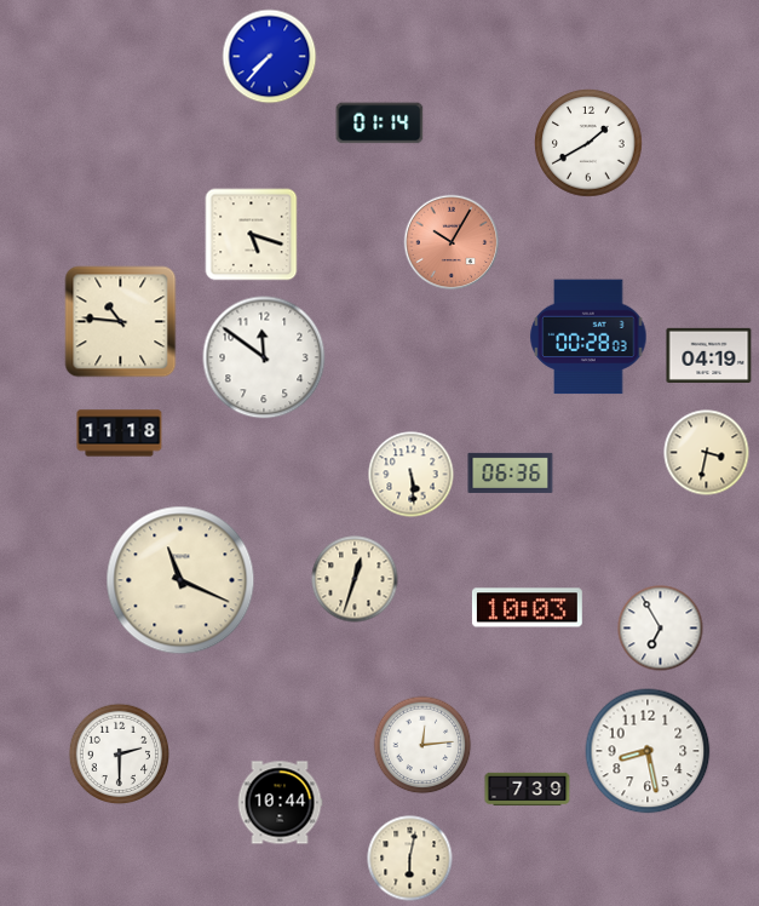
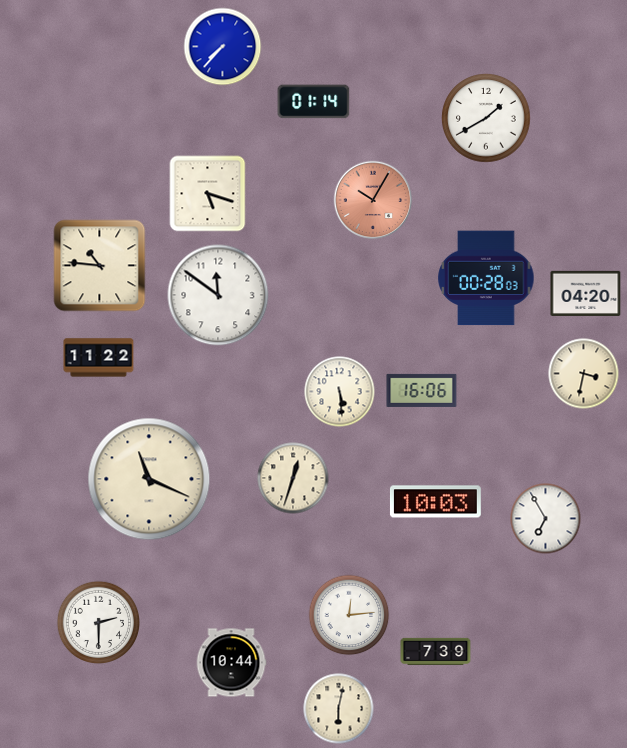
clock at (709, 355): 04:19 -> 04:20
clock at (120, 434): 11:18 -> 11:22
clock at (511, 472): 06:36 -> 16:06
clock at (648, 751): 8:28 -> none
